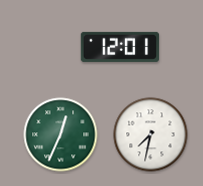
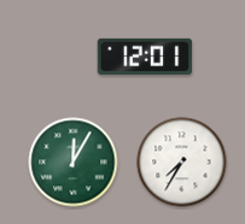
clock at (61, 135): 12:34 -> 12:05
clock at (151, 135): 7:32 -> 7:35
